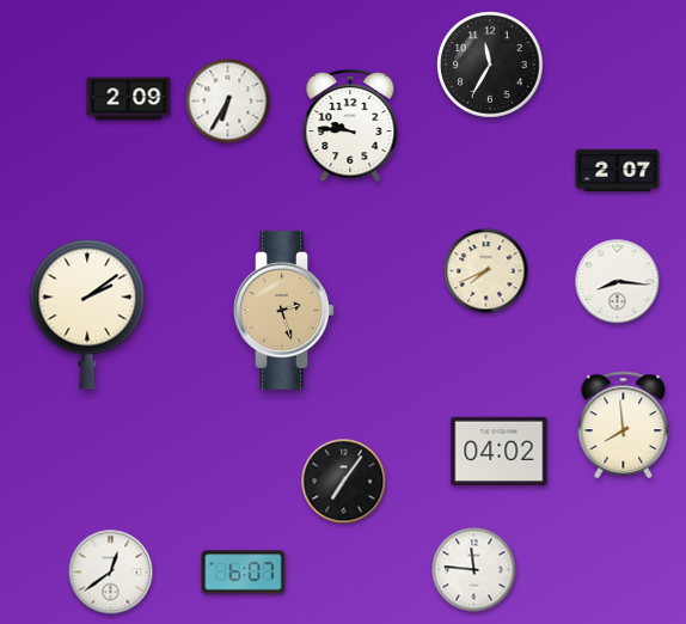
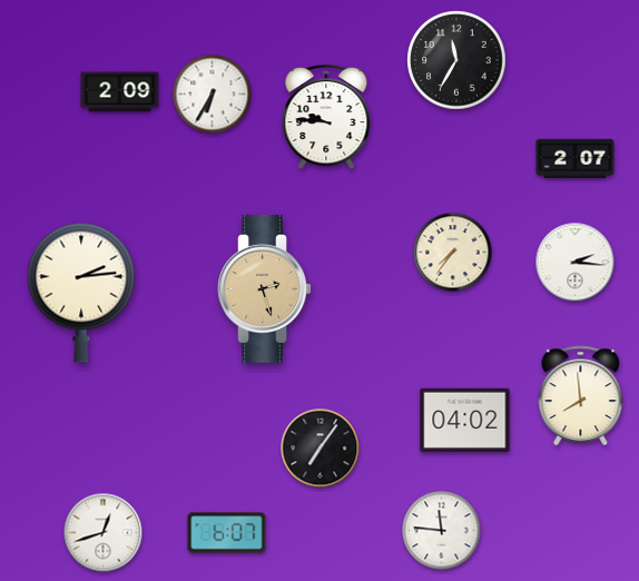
clock at (486, 271): 7:41 -> 7:36
clock at (618, 282): 8:16 -> 2:16
clock at (87, 314): 2:09 -> 2:14
clock at (111, 573): 12:39 -> 12:42
